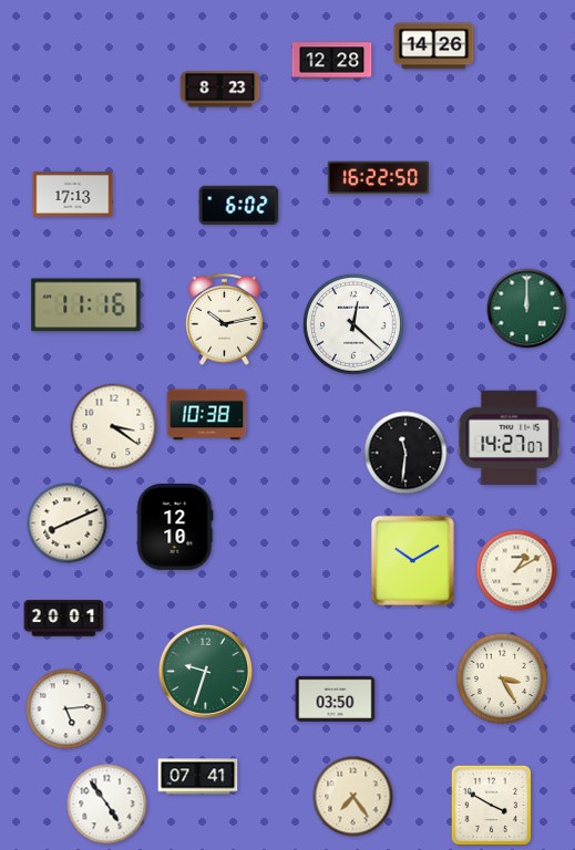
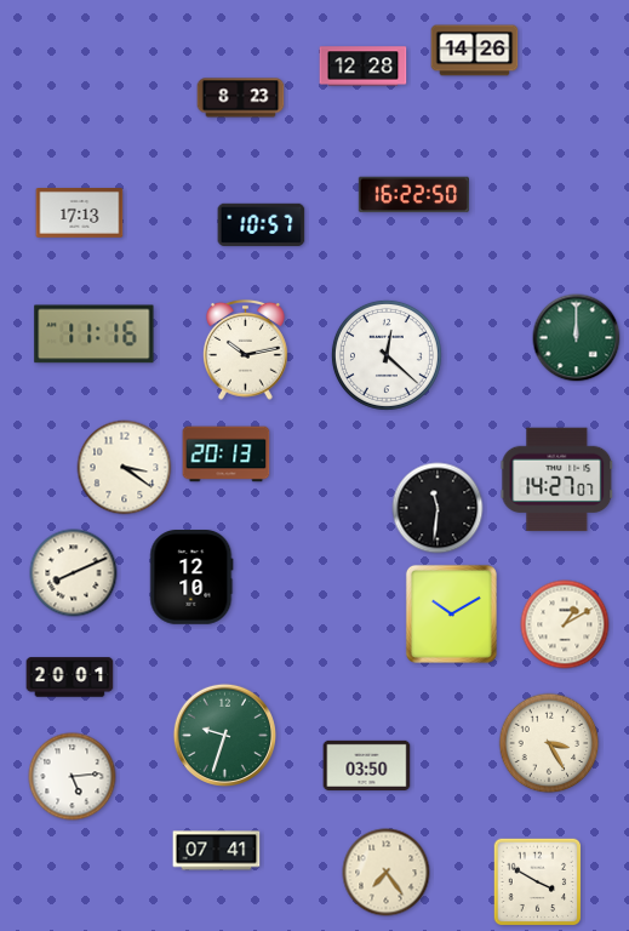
clock at (239, 205): 6:02 -> 10:57
clock at (207, 415): 10:38 -> 20:13
clock at (405, 453) position: (405, 453) -> (438, 508)
clock at (107, 805): 4:54 -> none
